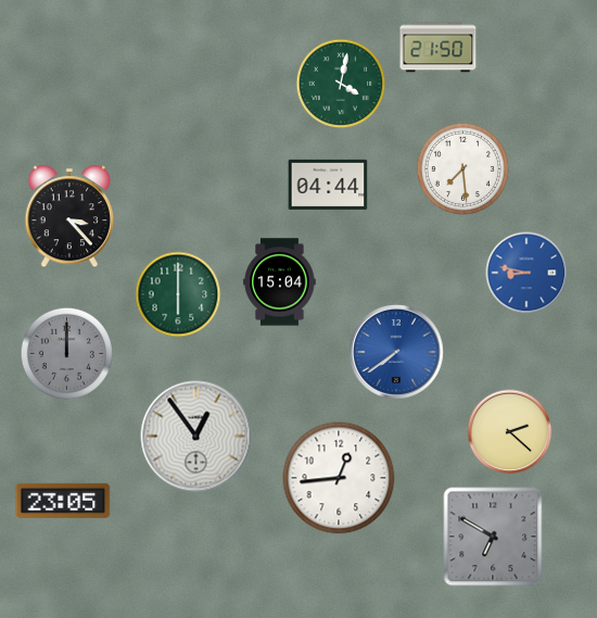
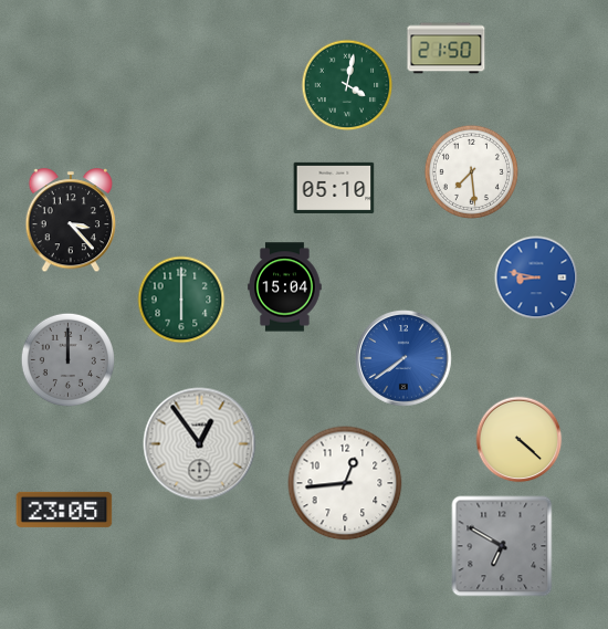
clock at (328, 185): 04:44 -> 05:10
clock at (510, 432): 2:22 -> 4:22
clock at (339, 478) position: (339, 478) -> (345, 483)
